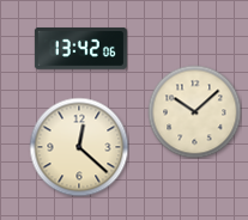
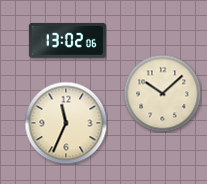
clock at (80, 48): 13:42 -> 13:02
clock at (79, 147): 12:22 -> 11:34
